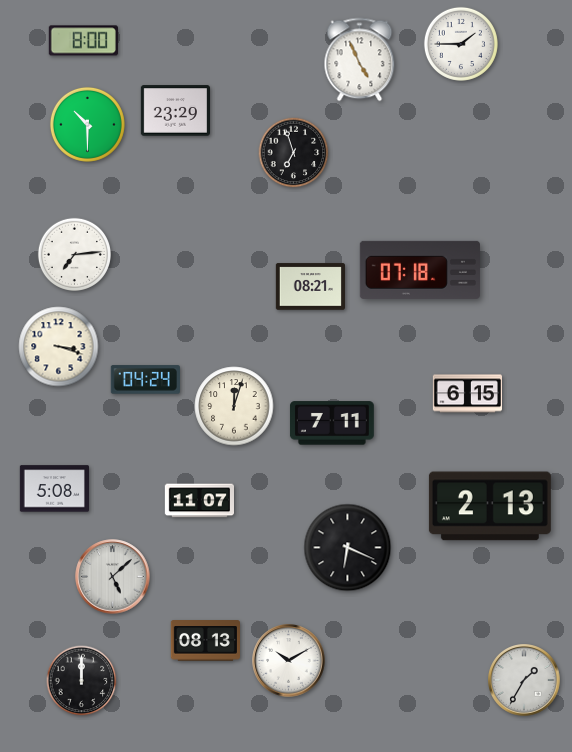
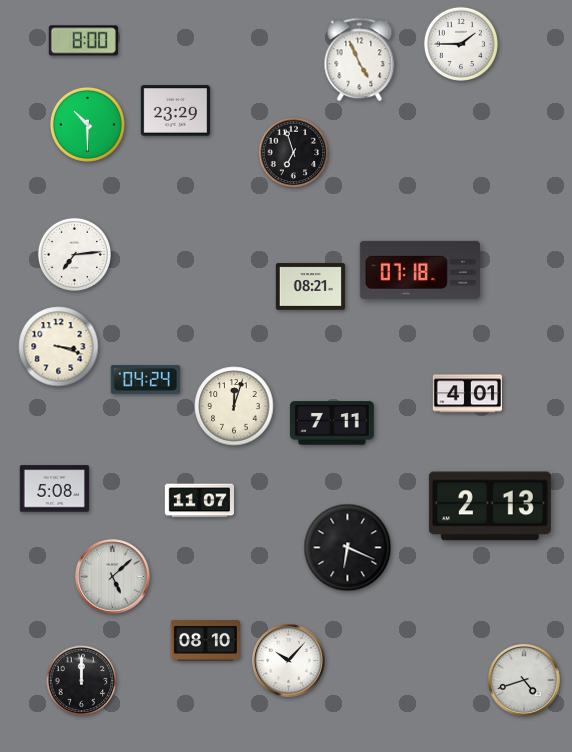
clock at (467, 394): 6:15 -> 4:01
clock at (205, 641): 08:13 -> 08:10
clock at (289, 661): 10:10 -> 10:07
clock at (525, 681): 1:35 -> 4:42
